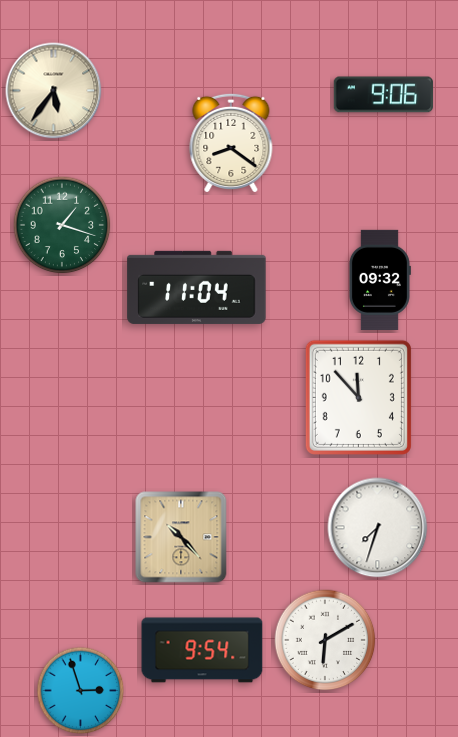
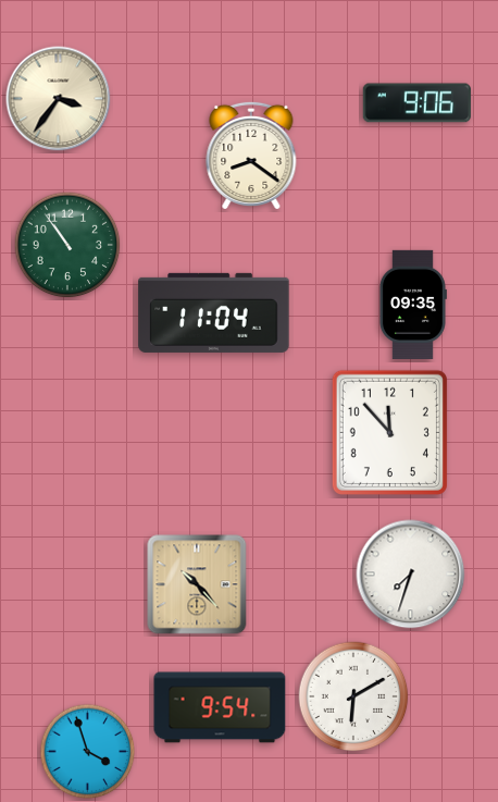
clock at (54, 91): 5:36 -> 3:36
clock at (62, 225): 1:18 -> 10:54
clock at (379, 280): 09:32 -> 09:35
clock at (81, 691): 2:57 -> 3:57
